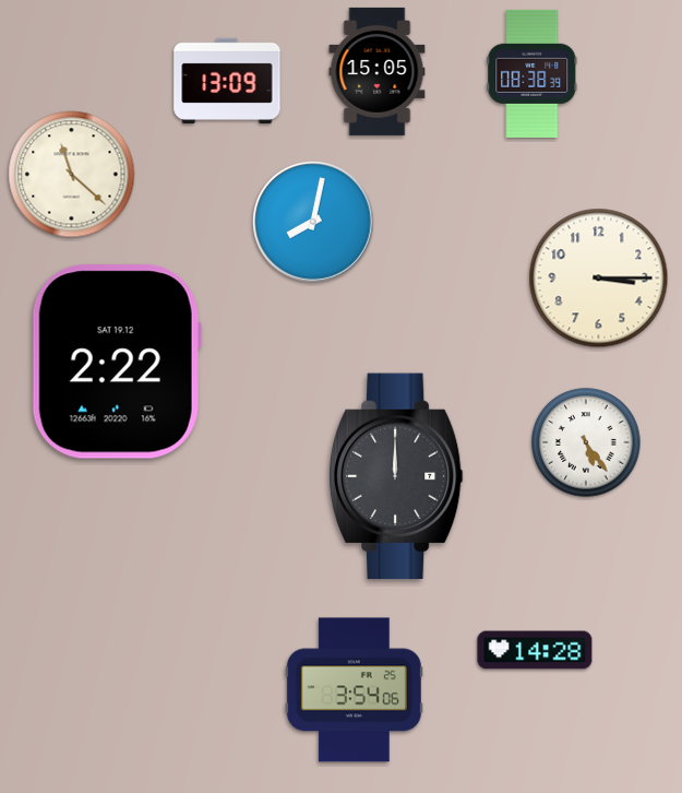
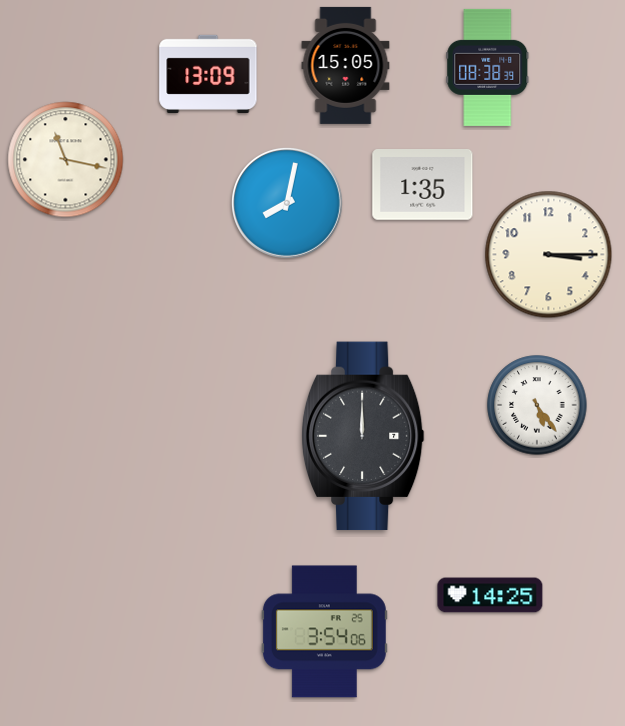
clock at (72, 175): 11:22 -> 11:17
clock at (423, 185): none -> 1:35
clock at (117, 362): 2:22 -> none
clock at (535, 650): 14:28 -> 14:25
